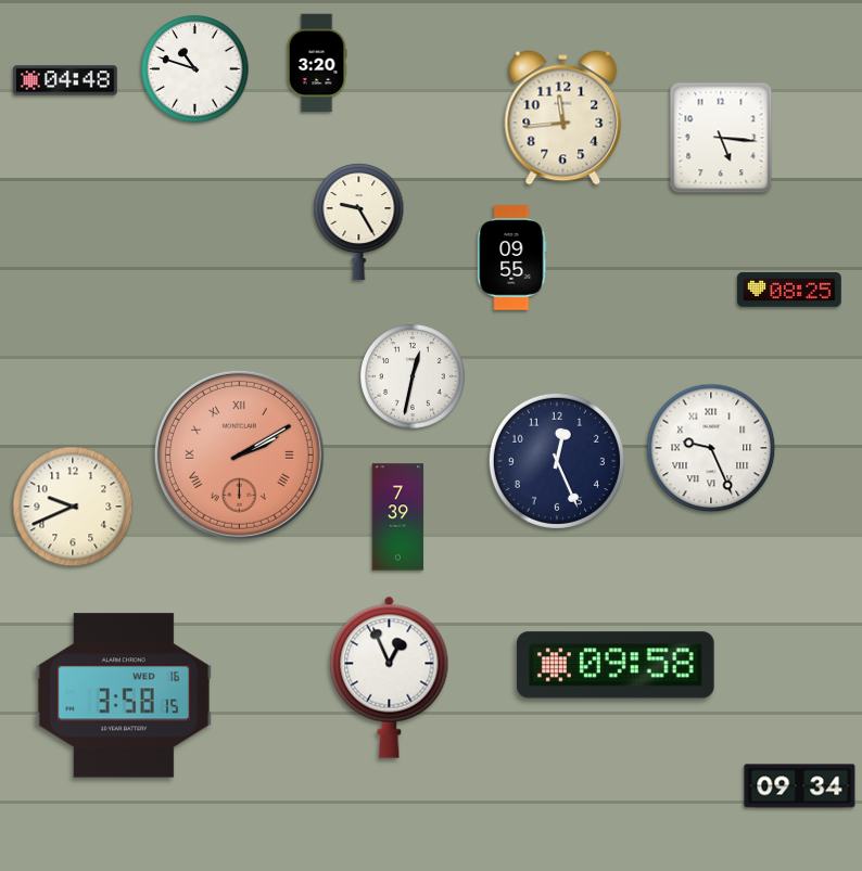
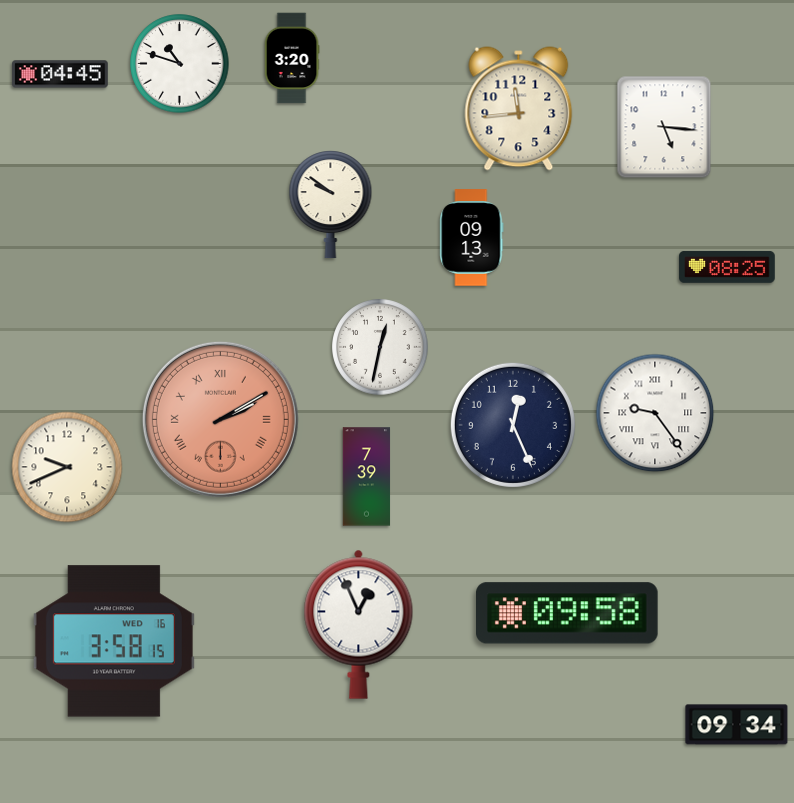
clock at (65, 80): 04:48 -> 04:45
clock at (359, 222): 9:25 -> 9:51
clock at (512, 258): 09:55 -> 09:13
clock at (711, 448): 9:26 -> 9:24
